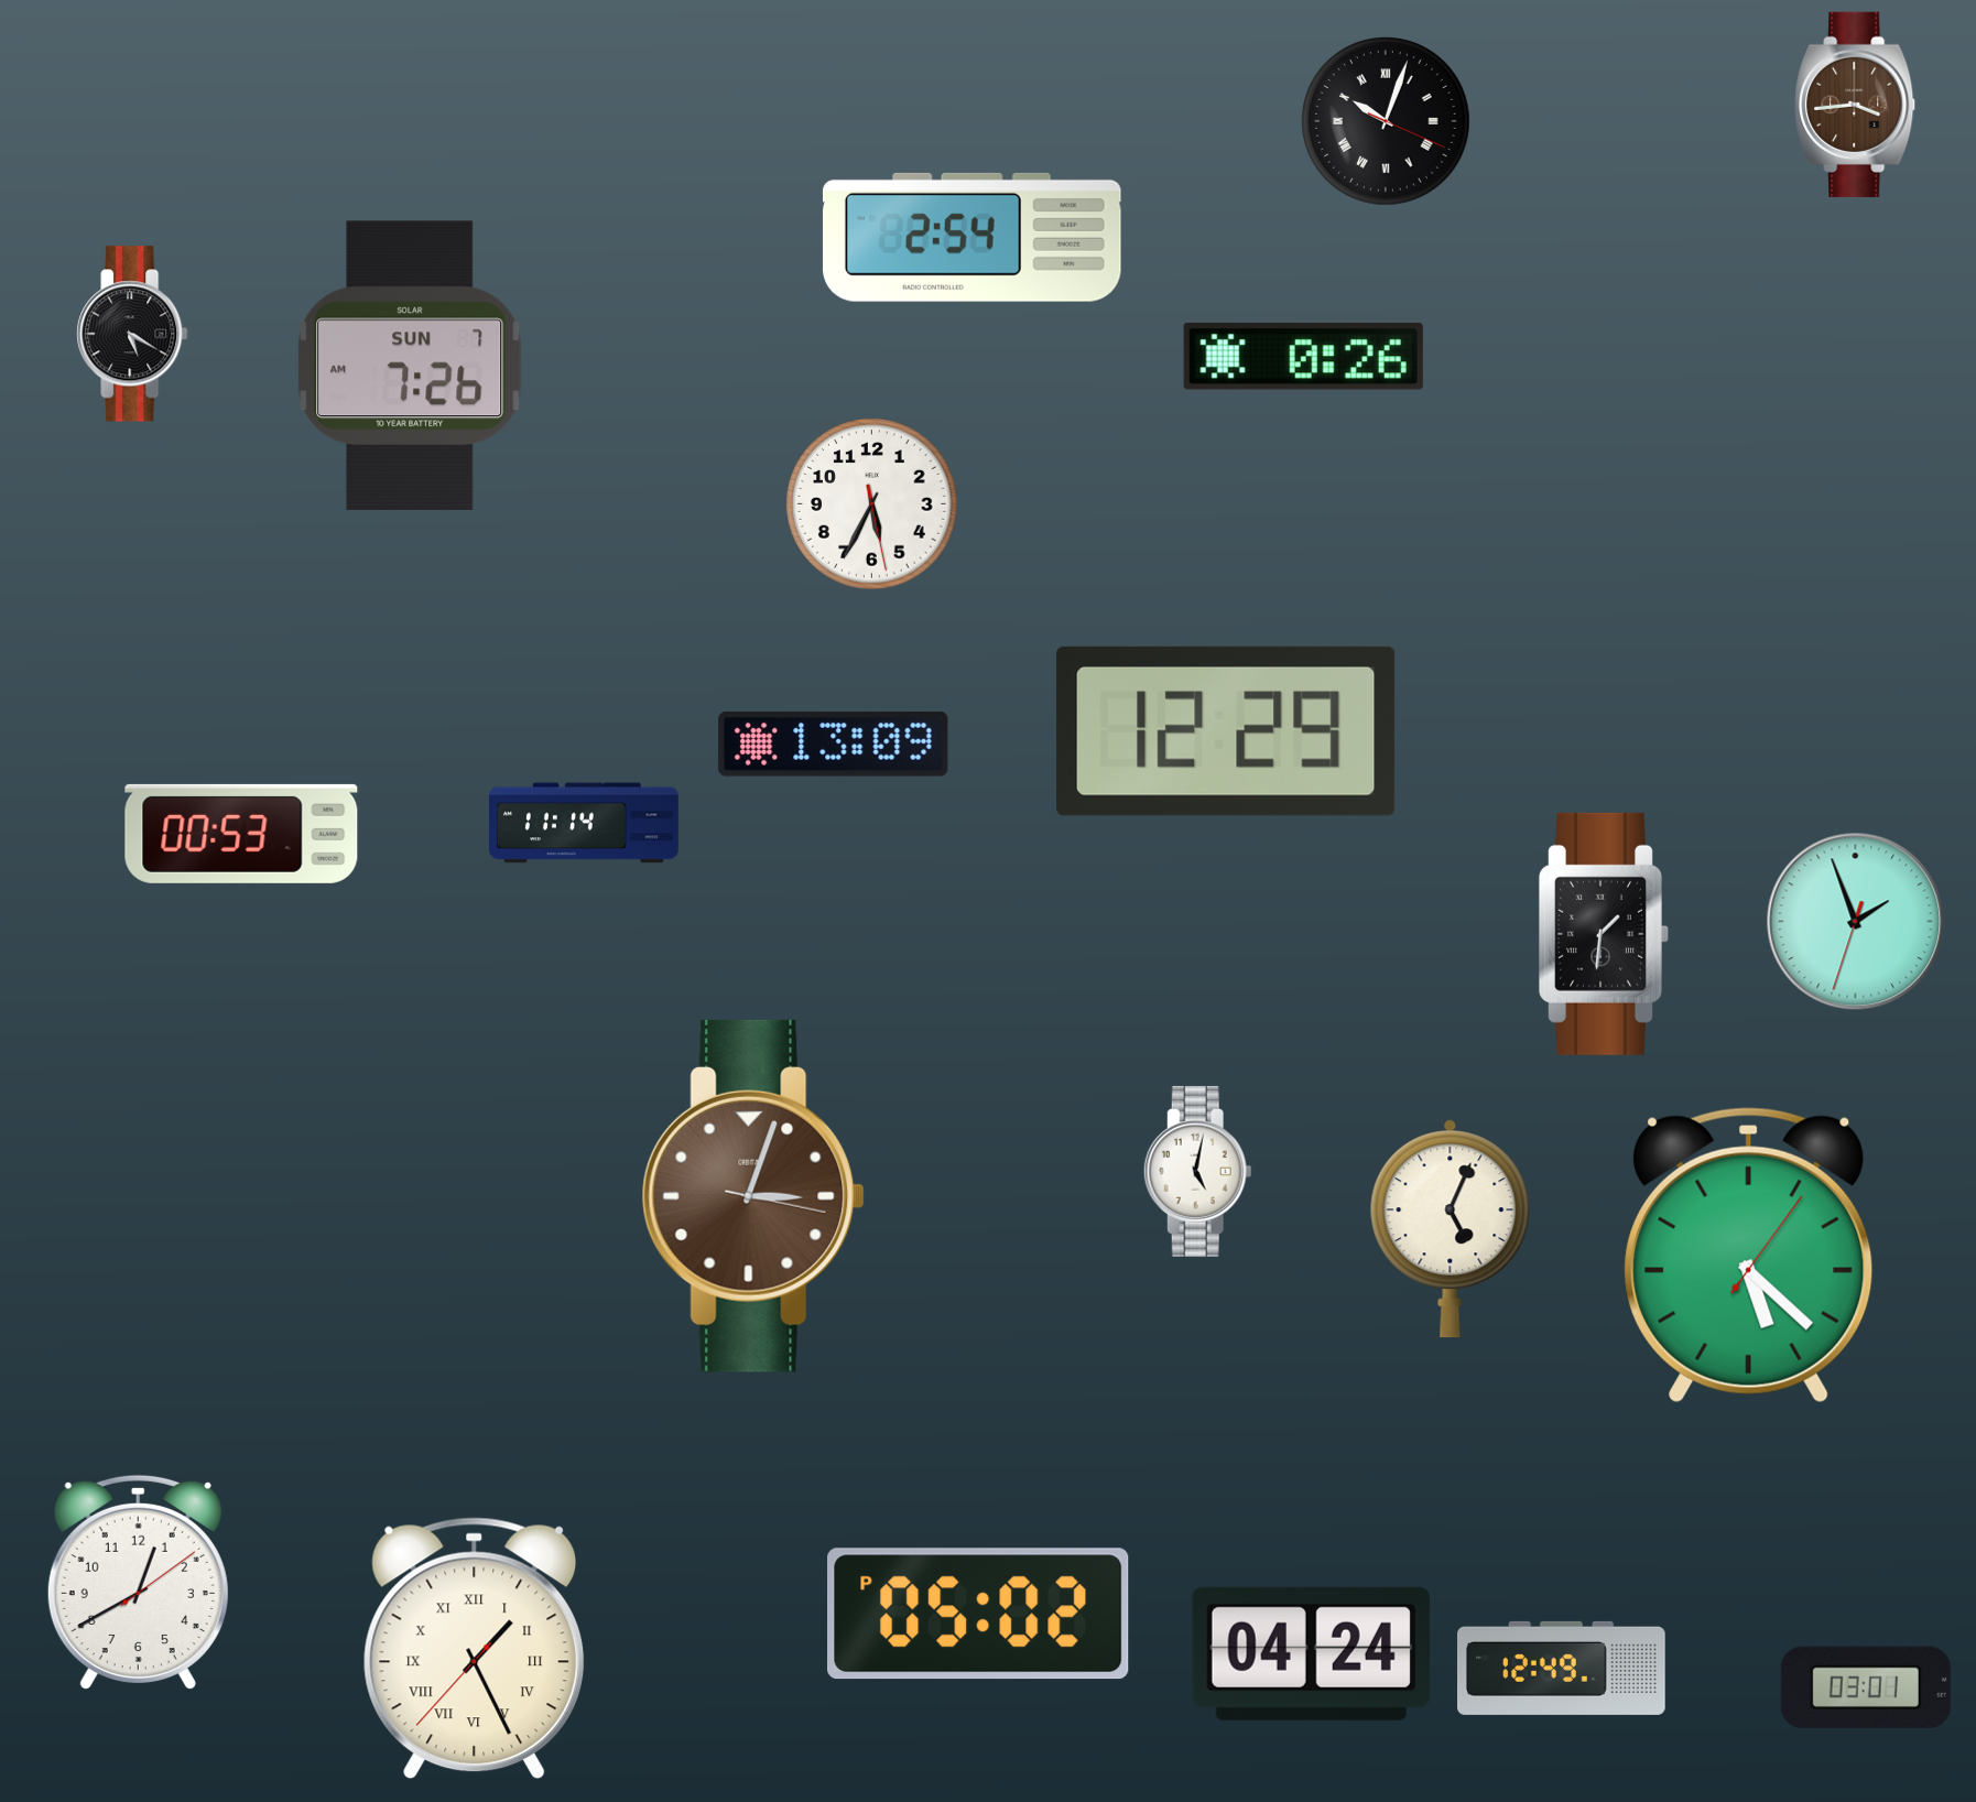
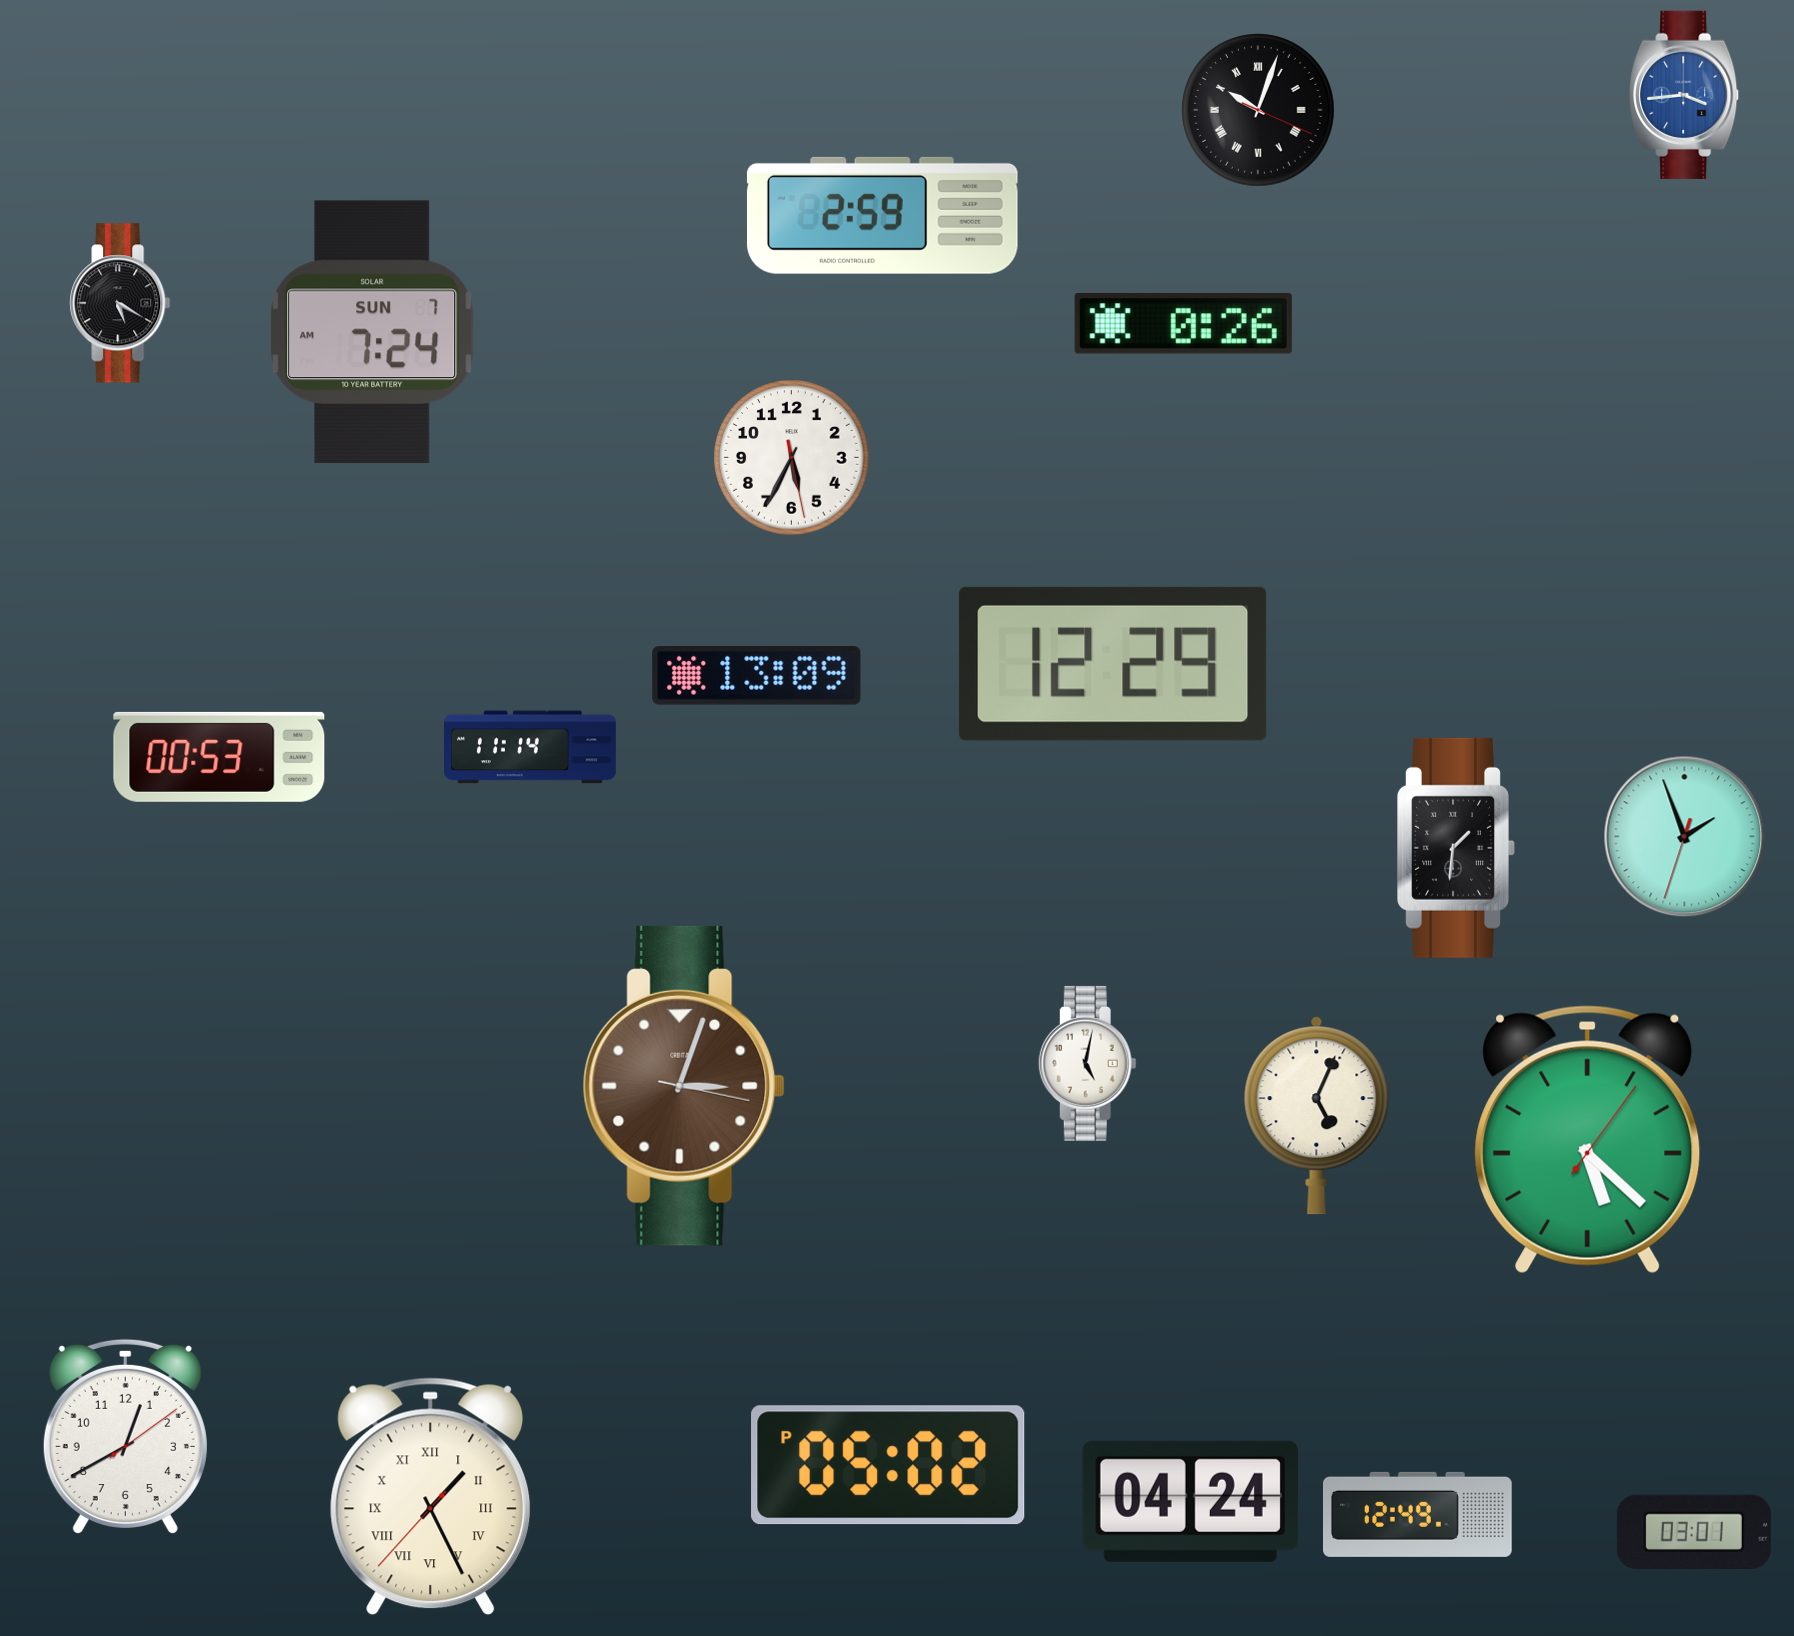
clock at (1856, 105) dial: brown -> blue
clock at (971, 237): 2:54 -> 2:59
clock at (410, 365): 7:26 -> 7:24
